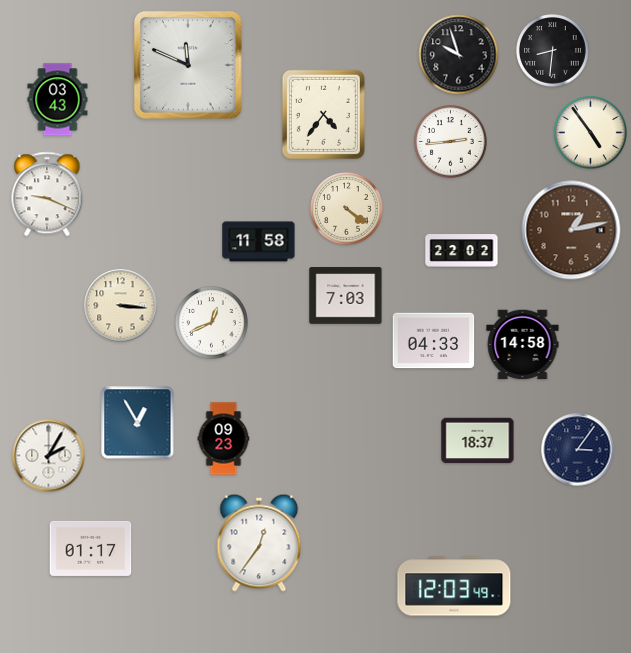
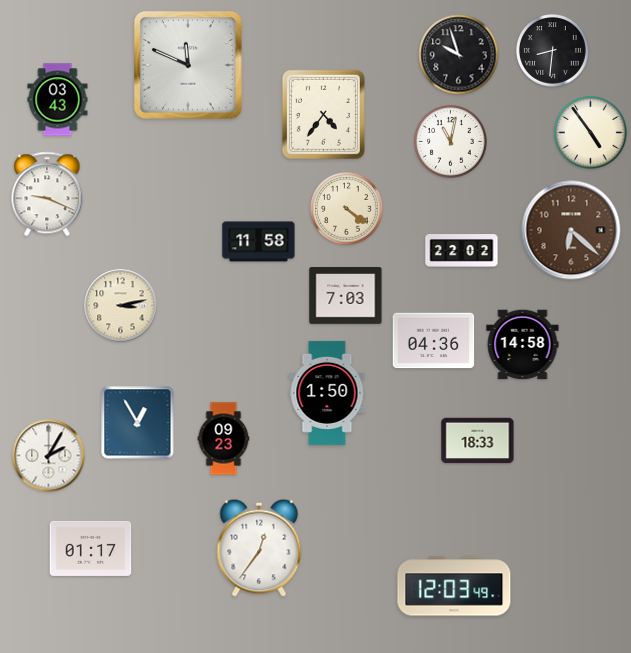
clock at (451, 142): 2:44 -> 11:02
clock at (571, 230): 1:13 -> 6:22
clock at (121, 306): 3:16 -> 3:13
clock at (212, 323): 12:41 -> none
clock at (434, 341): 04:33 -> 04:36
clock at (327, 393): none -> 1:50
clock at (478, 441): 18:37 -> 18:33
clock at (578, 450): 3:06 -> none
clock at (259, 543) position: (259, 543) -> (259, 548)
